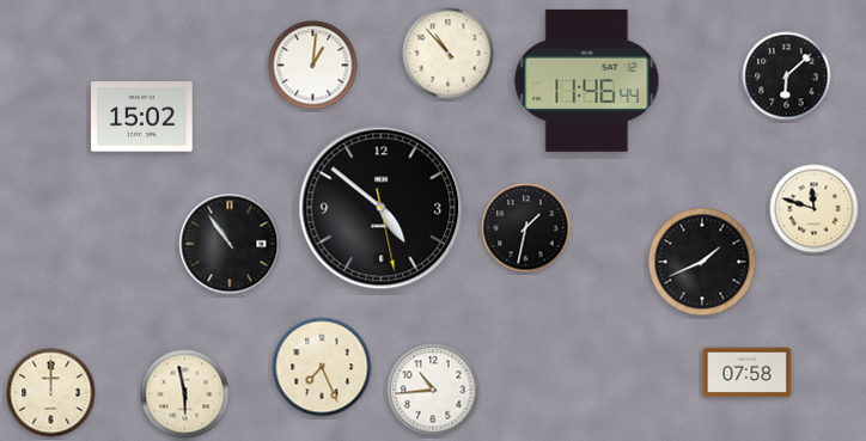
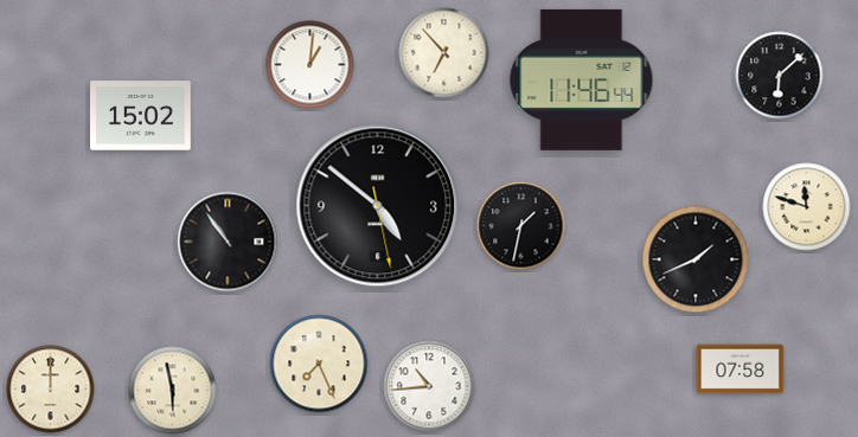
clock at (449, 54): 10:53 -> 6:53
clock at (185, 394) position: (185, 394) -> (173, 391)
